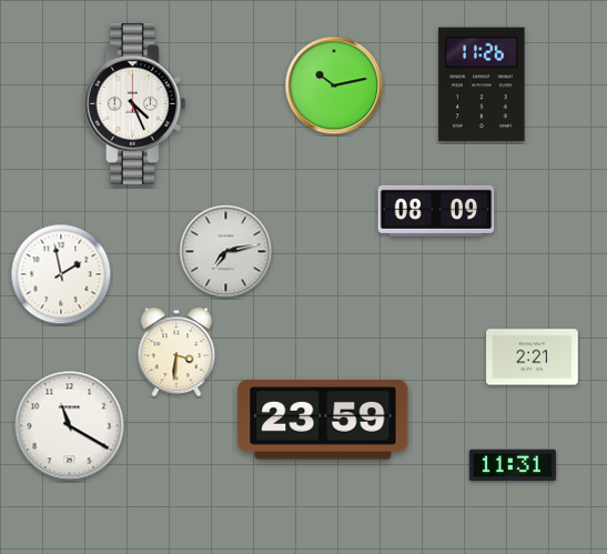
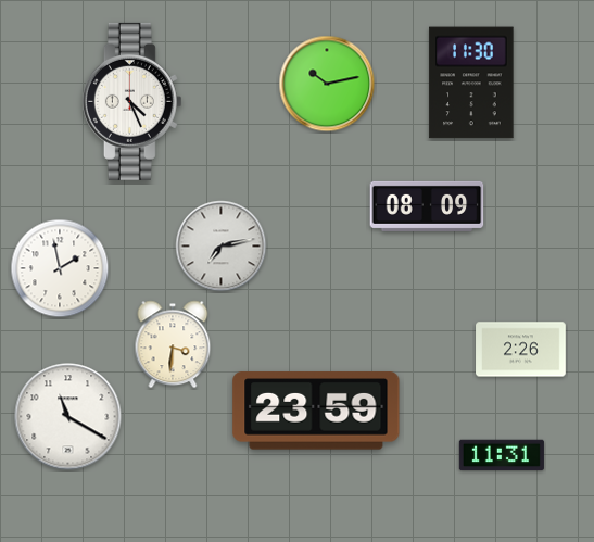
clock at (482, 84): 11:26 -> 11:30
clock at (533, 357): 2:21 -> 2:26
